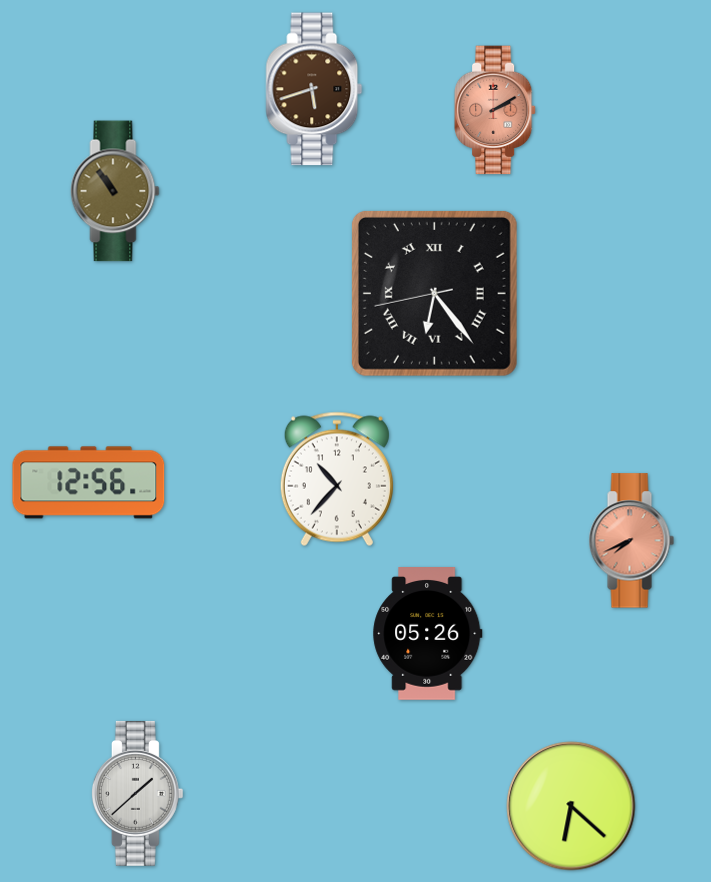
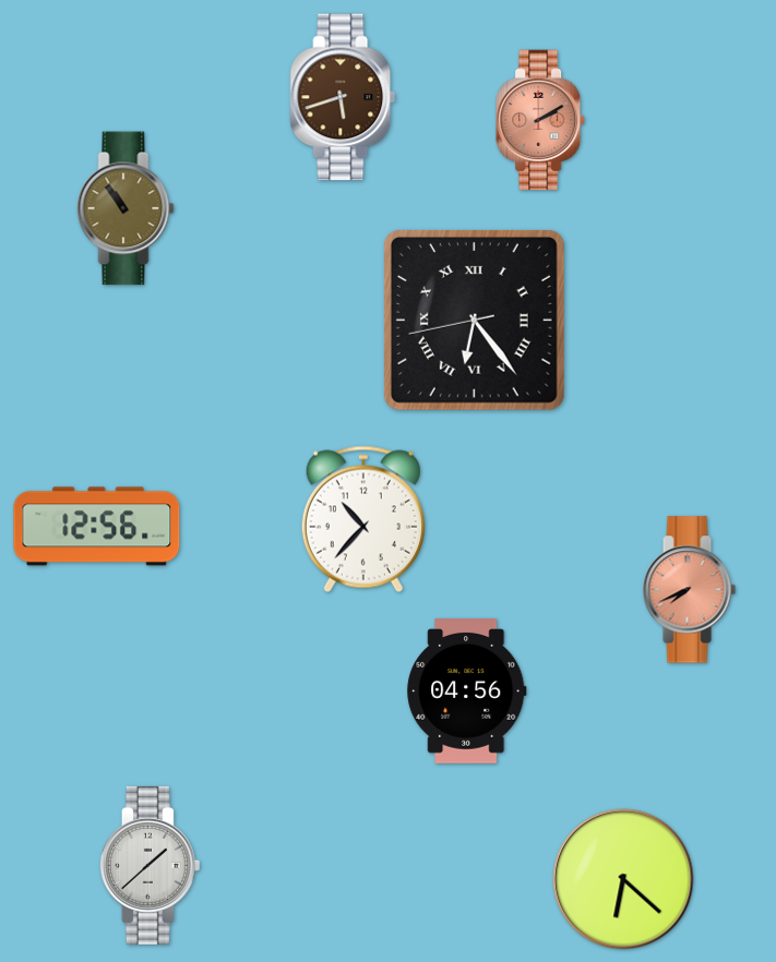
clock at (337, 479) position: (337, 479) -> (363, 519)
clock at (428, 634): 05:26 -> 04:56
